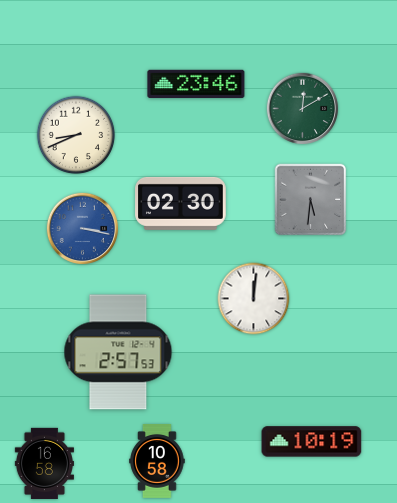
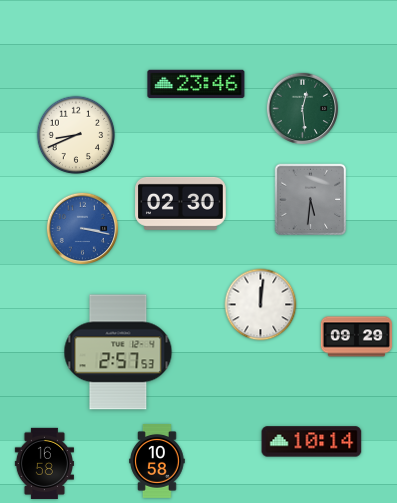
clock at (303, 109): 12:10 -> 12:29
clock at (254, 299) position: (254, 299) -> (261, 305)
clock at (357, 337): none -> 09:29
clock at (312, 442): 10:19 -> 10:14
